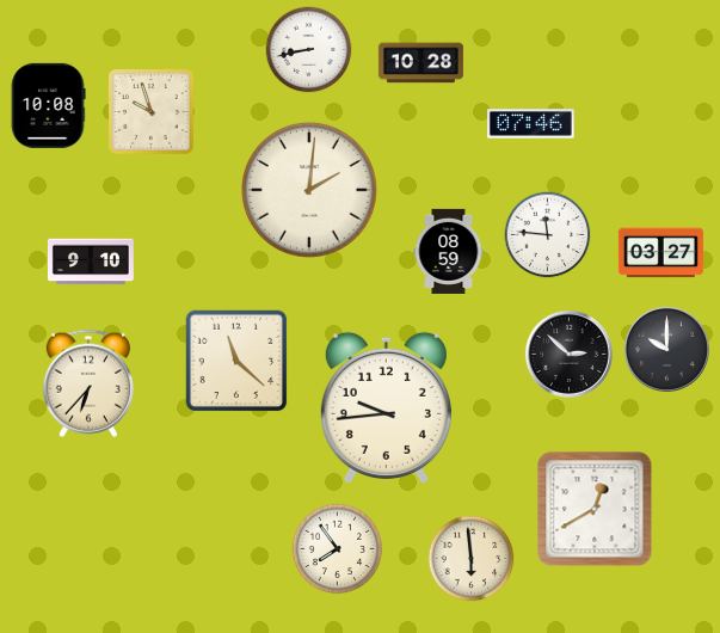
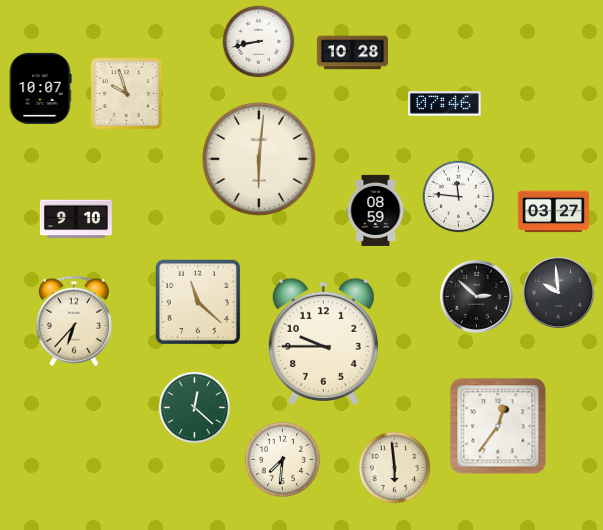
clock at (48, 105): 10:08 -> 10:07
clock at (309, 190): 2:01 -> 6:01
clock at (666, 349): 10:00 -> 9:59
clock at (386, 407): 9:44 -> 9:45
clock at (195, 408): none -> 12:22
clock at (595, 509): 12:40 -> 12:36
clock at (338, 549): 7:54 -> 7:31
